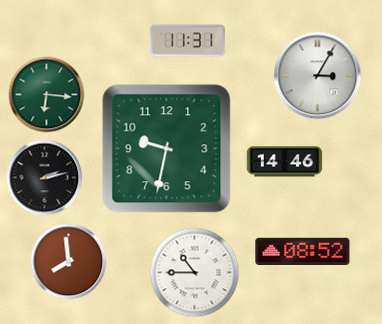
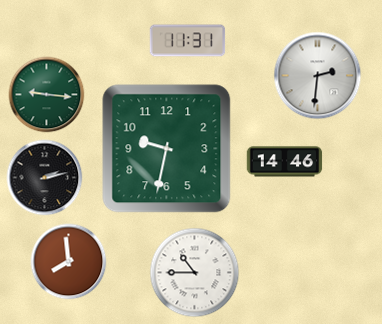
clock at (318, 76): 3:05 -> 2:31
clock at (47, 95): 6:16 -> 9:16
clock at (303, 251): 08:52 -> none
